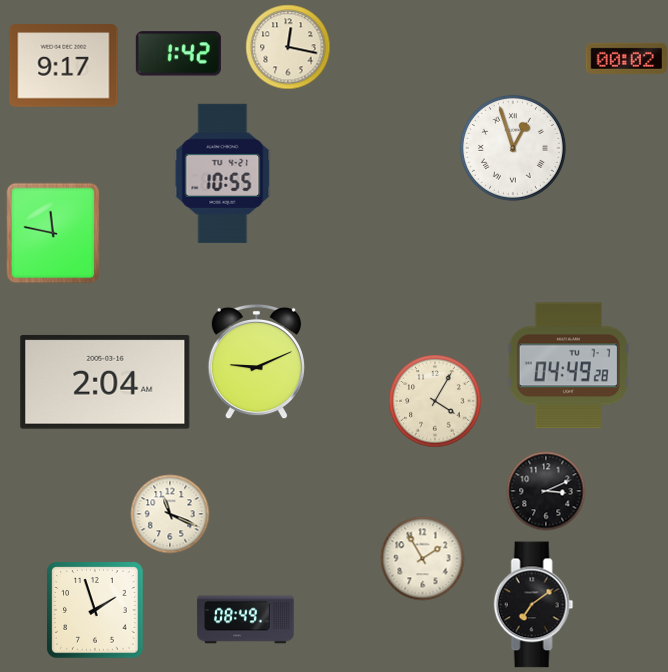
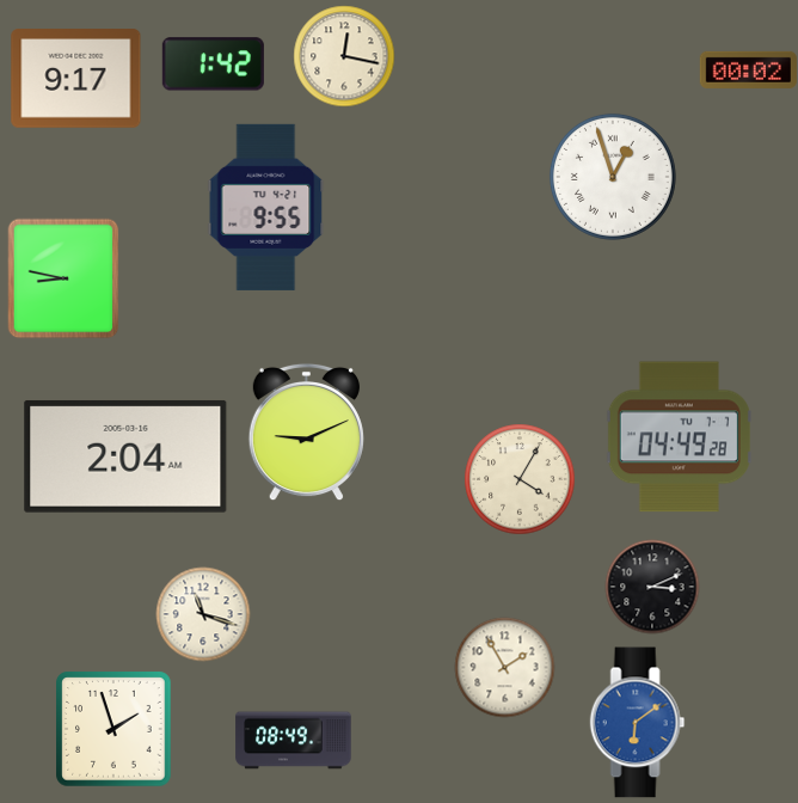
clock at (223, 173): 10:55 -> 9:55
clock at (53, 233): 11:47 -> 8:47
clock at (170, 514): 11:19 -> 11:18
clock at (534, 605): 7:09 -> 6:09
clock at (534, 605) dial: black -> blue
